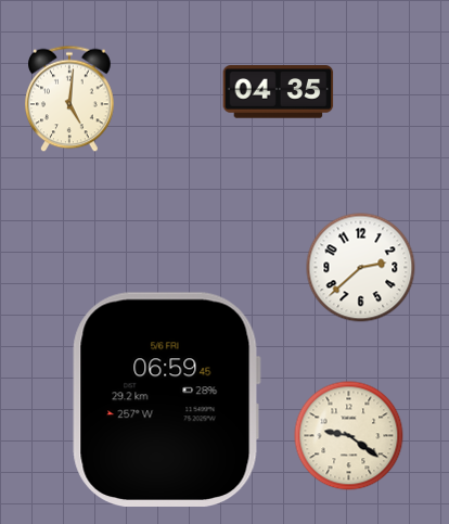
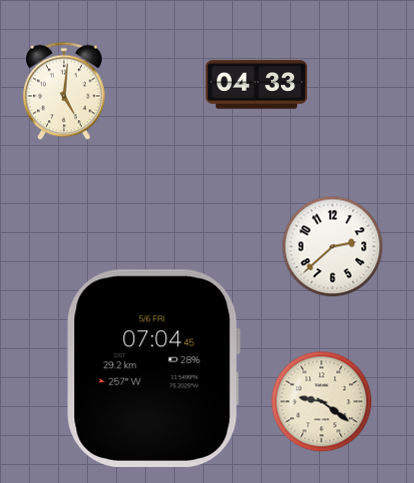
clock at (279, 92): 04:35 -> 04:33
clock at (166, 399): 06:59 -> 07:04
